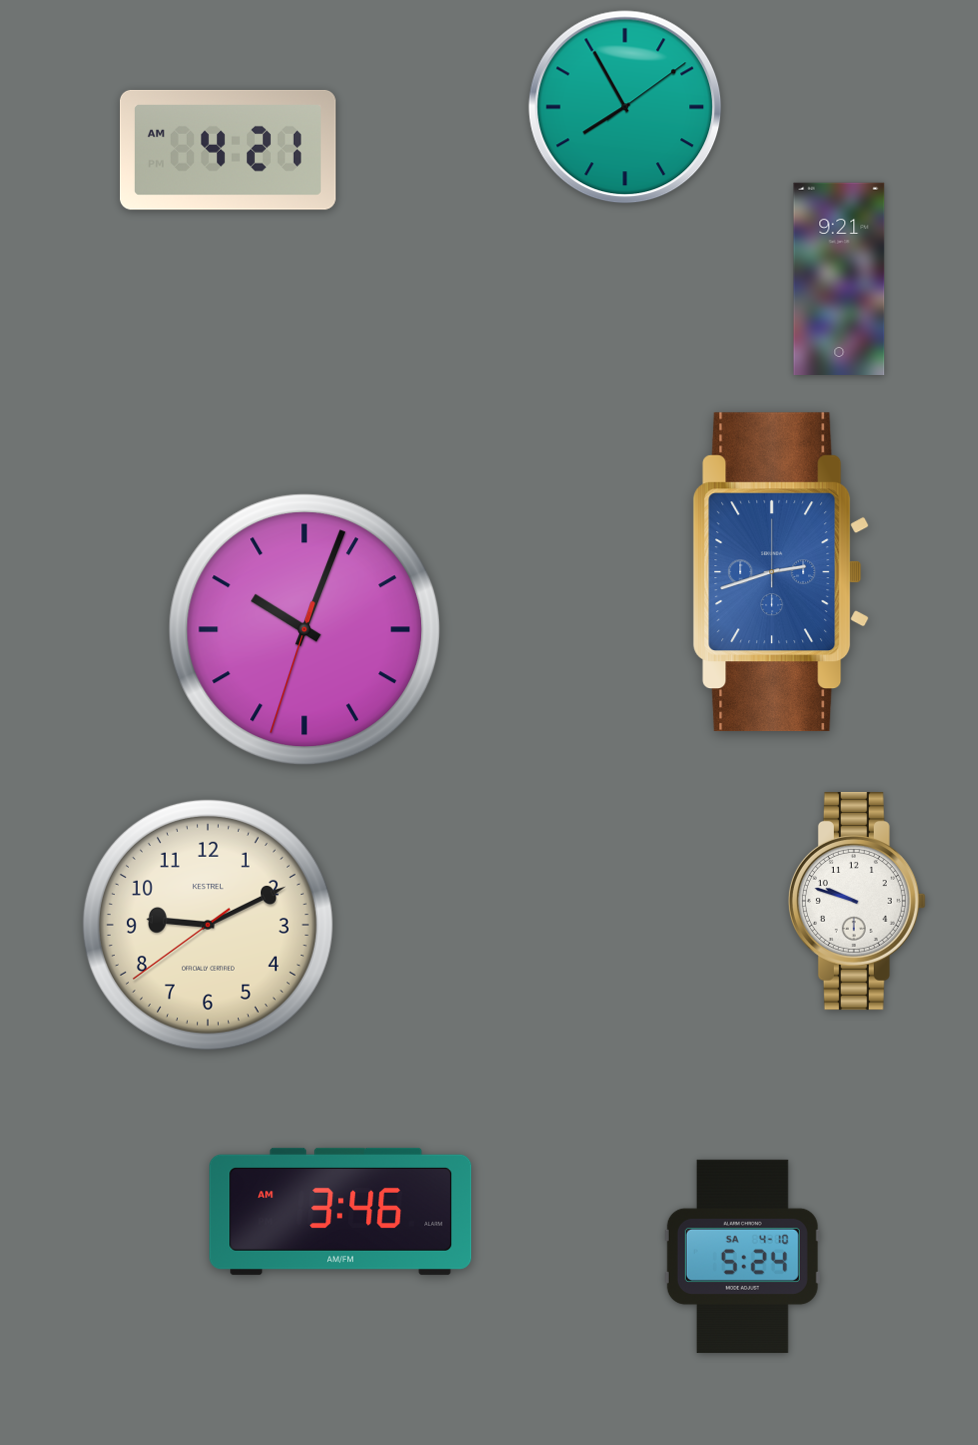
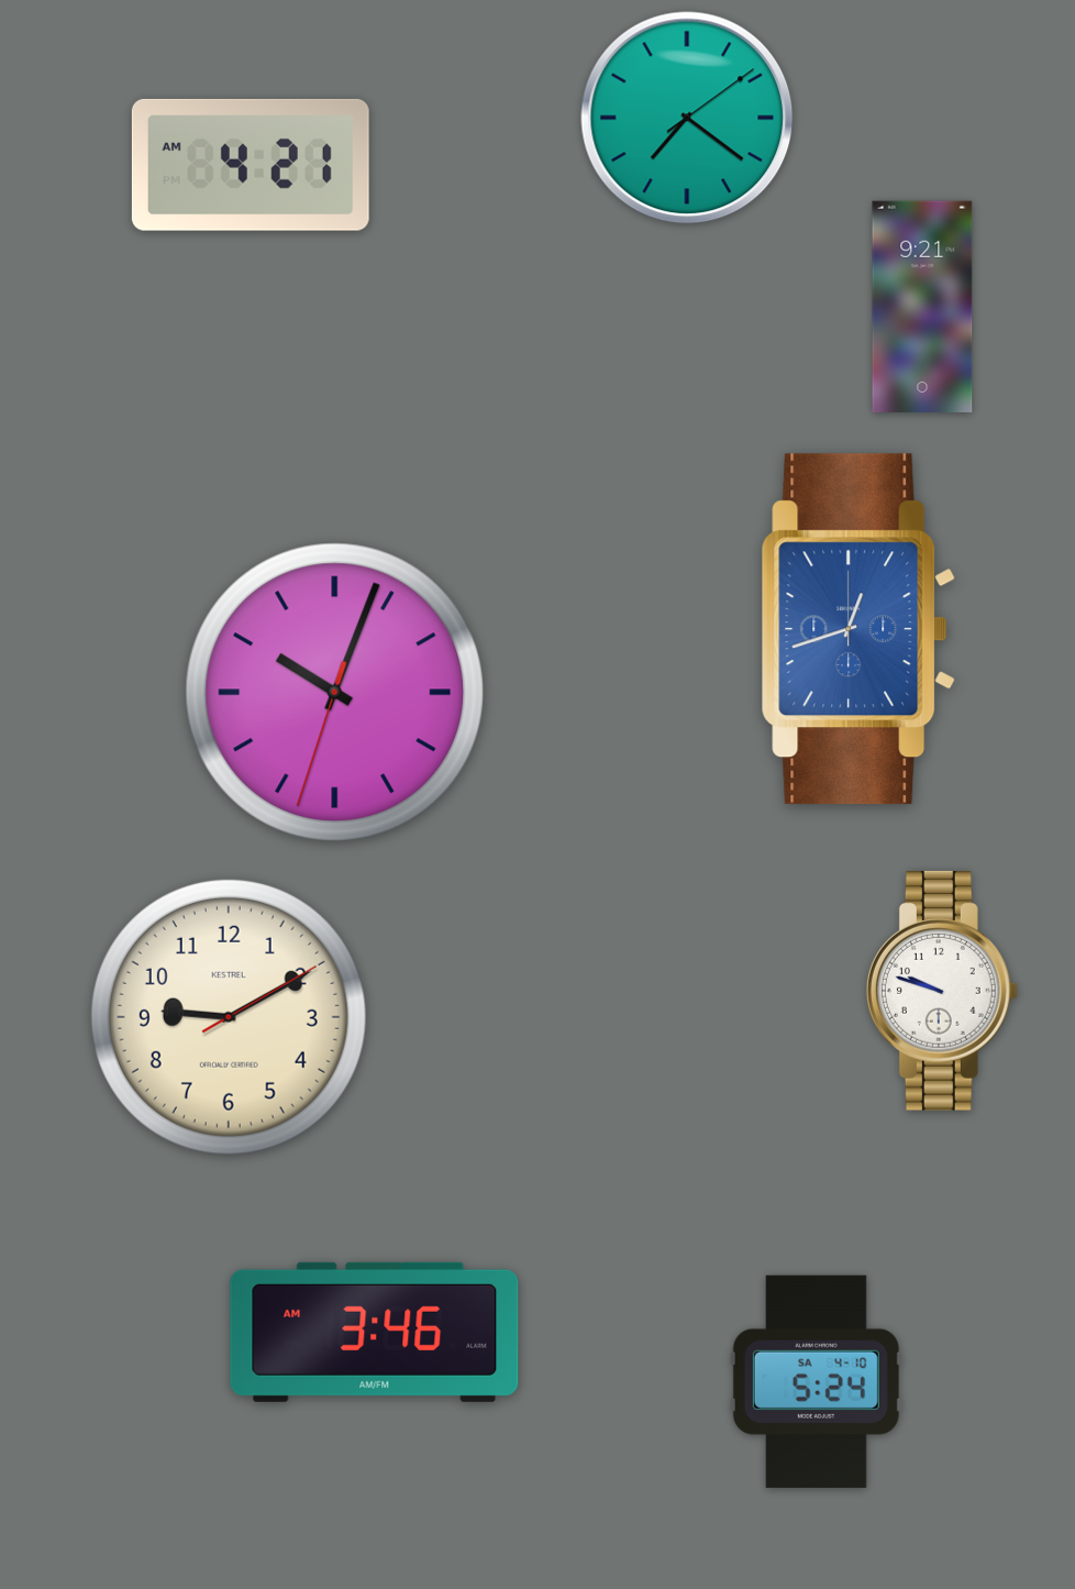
clock at (625, 107): 7:55 -> 7:21
clock at (781, 572): 2:42 -> 12:42
clock at (208, 925): 9:10:39 -> 9:10:10
